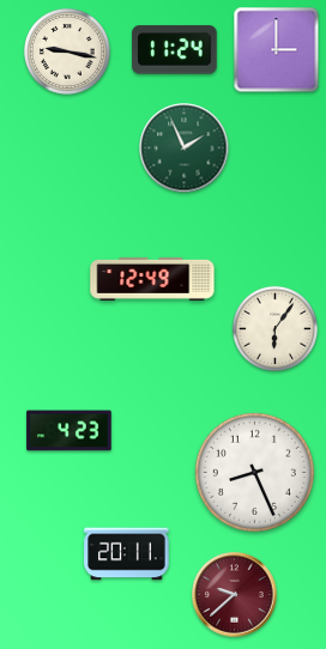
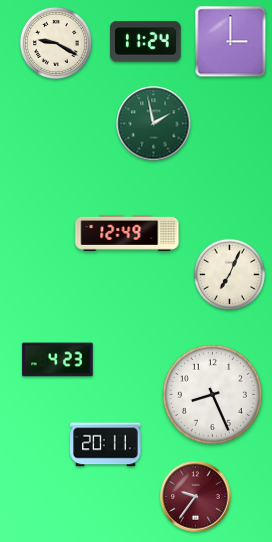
clock at (67, 51): 9:17 -> 9:20
clock at (185, 148): 1:56 -> 1:58
clock at (274, 328): 6:06 -> 7:04
clock at (127, 554) position: (127, 554) -> (106, 445)
clock at (235, 595): 9:38 -> 9:36
